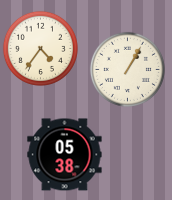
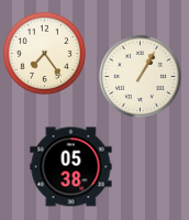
clock at (40, 48): 4:36 -> 7:24
clock at (65, 155) position: (65, 155) -> (71, 167)
